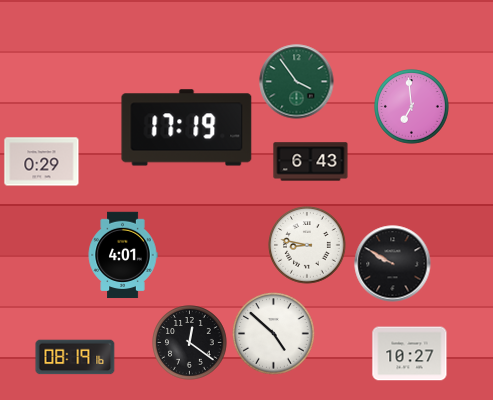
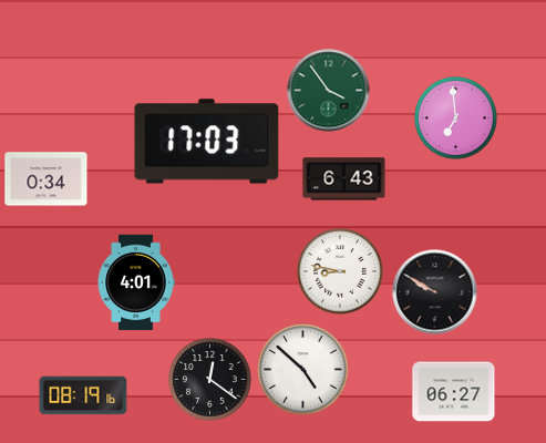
clock at (187, 128): 17:19 -> 17:03
clock at (42, 162): 0:29 -> 0:34
clock at (410, 354): 10:27 -> 06:27
